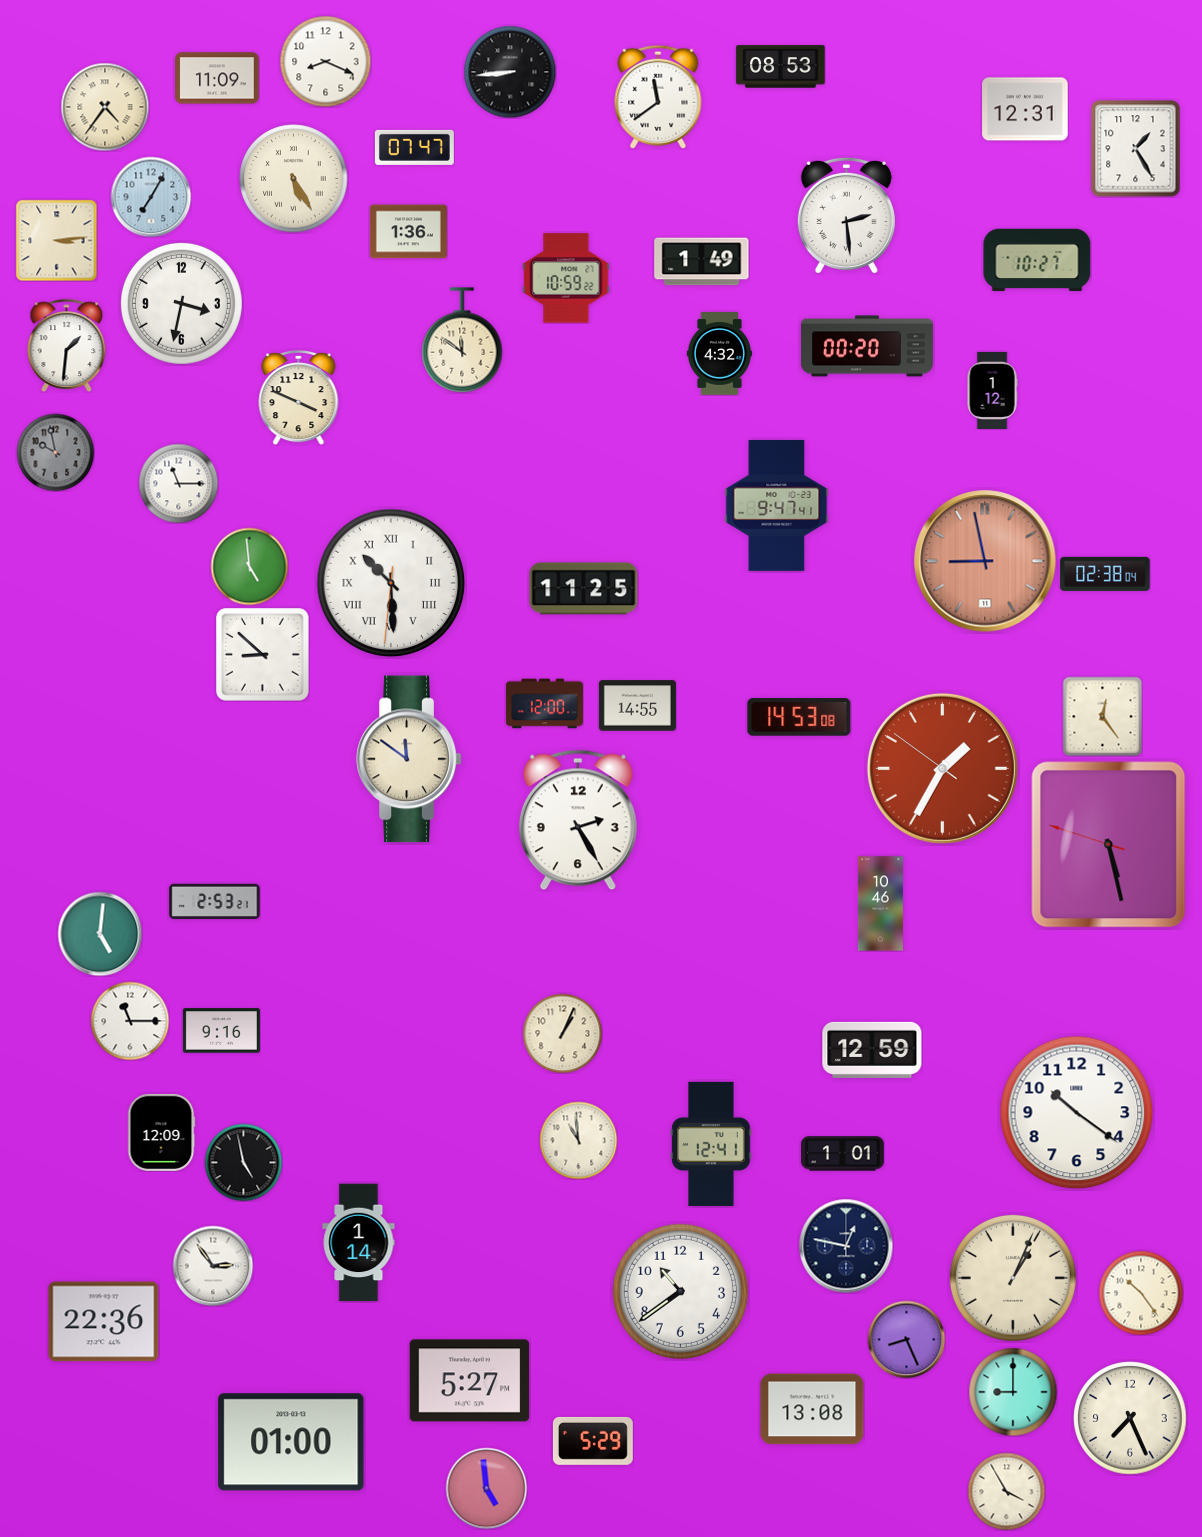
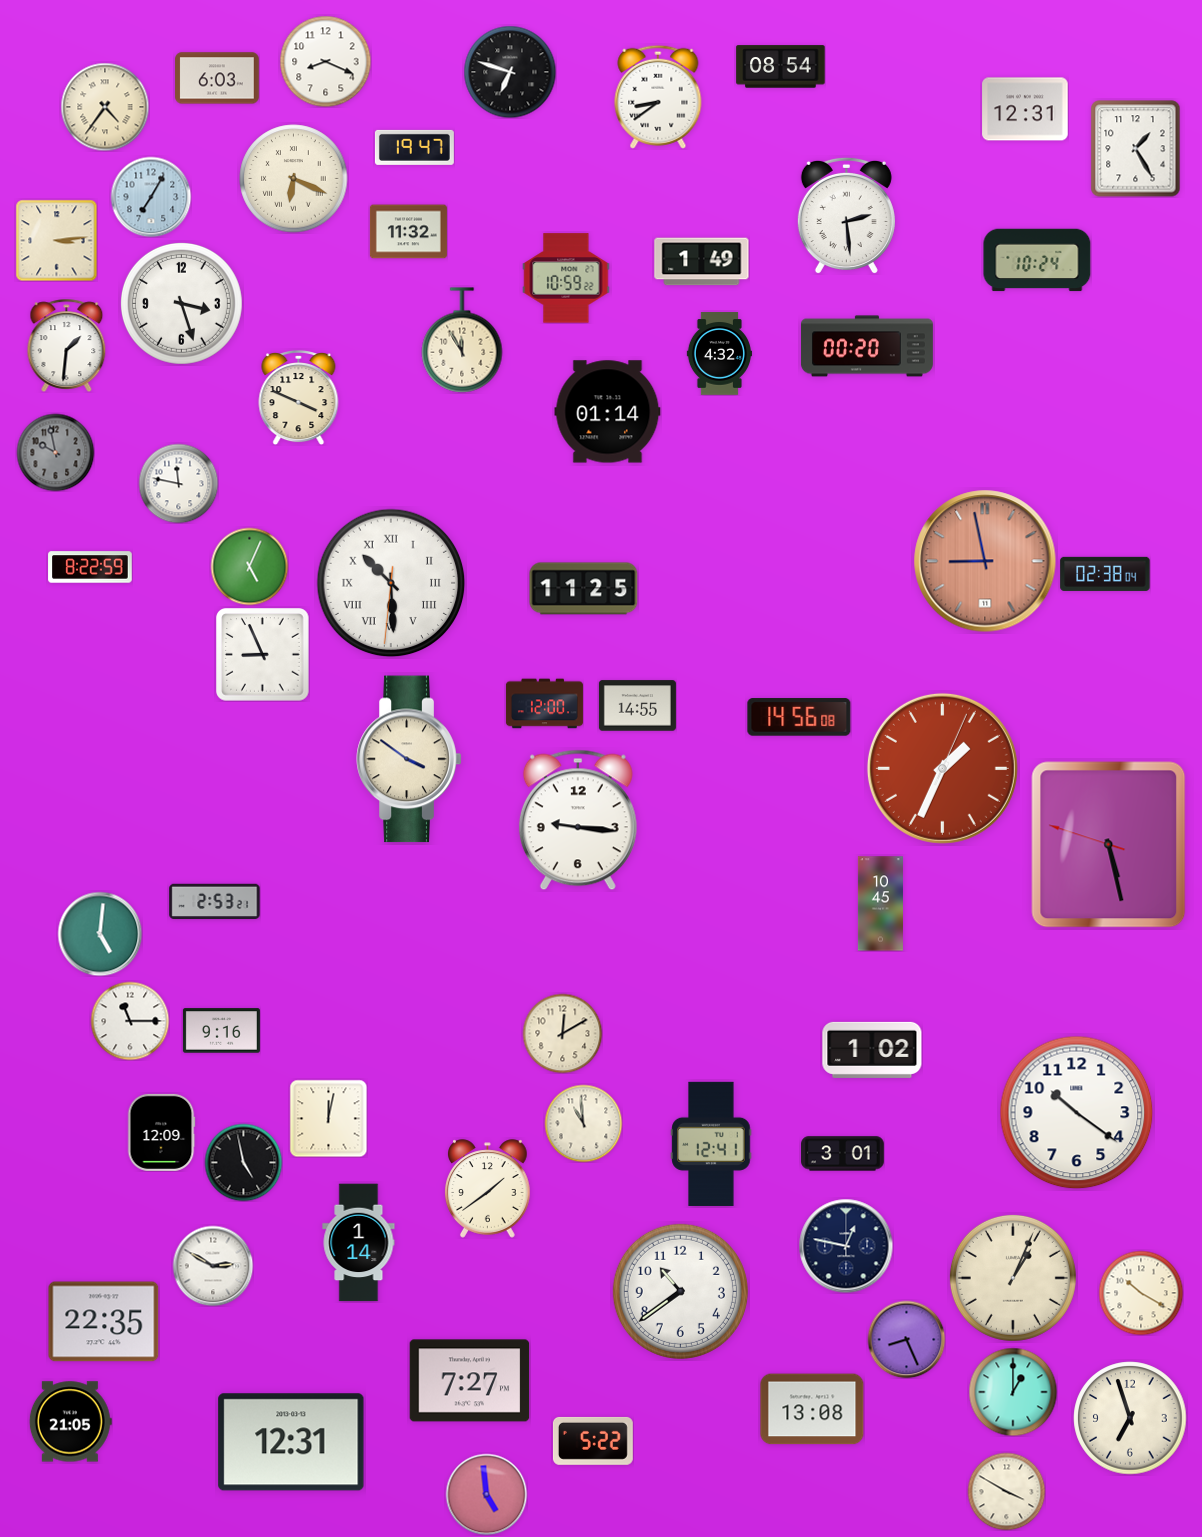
clock at (781, 67): 08:53 -> 08:54
clock at (510, 72): 8:44 -> 6:48
clock at (217, 78): 11:09 -> 6:03
clock at (658, 97): 11:39 -> 8:39
clock at (414, 147): 07:47 -> 19:47
clock at (294, 179): 5:25 -> 6:19
clock at (408, 232): 1:36 -> 11:32
clock at (1037, 260): 10:27 -> 10:24
clock at (181, 303): 3:32 -> 3:27
clock at (462, 340): 11:51 -> 11:55
clock at (992, 390): 1:12 -> none
clock at (608, 412): none -> 01:14
clock at (178, 483): 11:15 -> 11:47
clock at (777, 505): 9:47 -> none
clock at (249, 566): 4:59 -> 5:04
clock at (90, 567): none -> 8:22
clock at (263, 655): 8:52 -> 8:56
clock at (1102, 716): 12:24 -> none
clock at (799, 717): 14:53 -> 14:56
clock at (409, 759): 11:51 -> 3:51
clock at (942, 768): 1:34:51 -> 1:34:04
clock at (578, 820): 2:25 -> 9:16
clock at (880, 904): 10:46 -> 10:45
clock at (562, 1033): 1:04 -> 12:10
clock at (872, 1050): 12:59 -> 1:02
clock at (328, 1118): none -> 12:02
clock at (578, 1140) position: (578, 1140) -> (583, 1123)
clock at (843, 1154): 1:01 -> 3:01
clock at (488, 1189): none -> 1:39
clock at (213, 1266): 2:54 -> 2:50
clock at (1141, 1293): 10:24 -> 10:20
clock at (104, 1322): 22:36 -> 22:35
clock at (470, 1381): 5:27 -> 7:27
clock at (1013, 1392): 9:00 -> 1:00
clock at (1130, 1418): 7:26 -> 6:57
clock at (70, 1422): none -> 21:05
clock at (593, 1441): 5:29 -> 5:22
clock at (291, 1442): 01:00 -> 12:31
clock at (486, 1488) position: (486, 1488) -> (486, 1494)
clock at (1006, 1491): 3:55 -> 3:50
